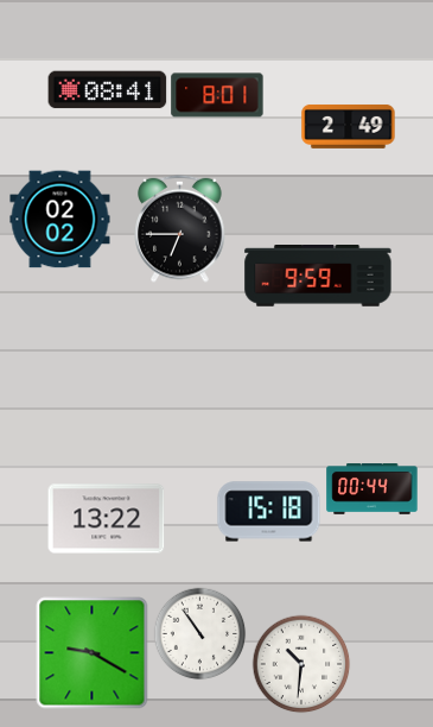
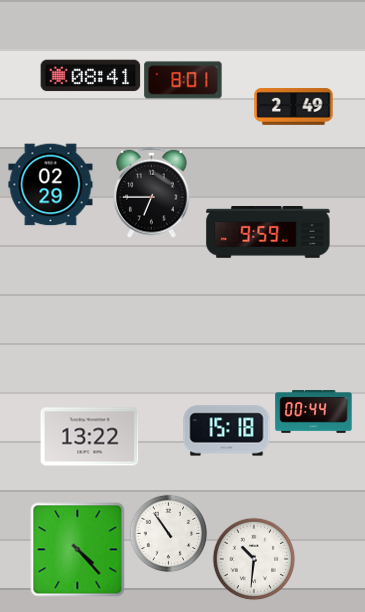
clock at (61, 220): 02:02 -> 02:29
clock at (93, 653): 9:20 -> 4:23
